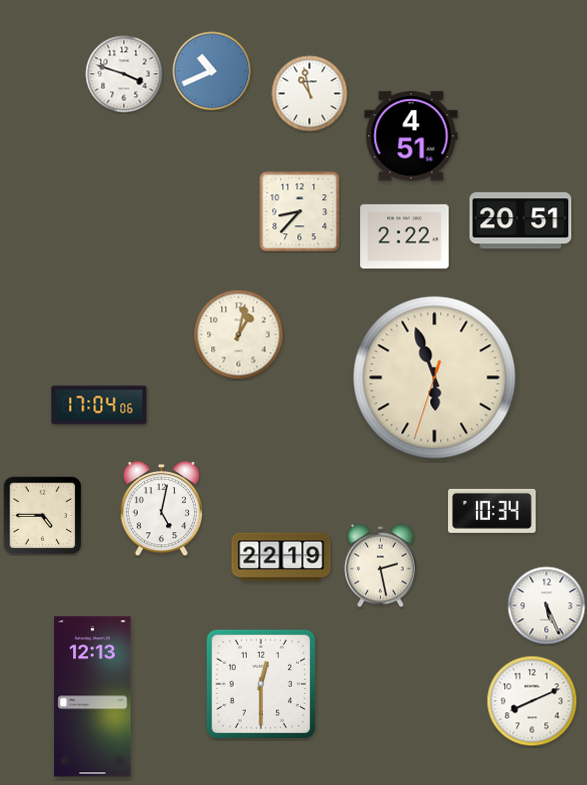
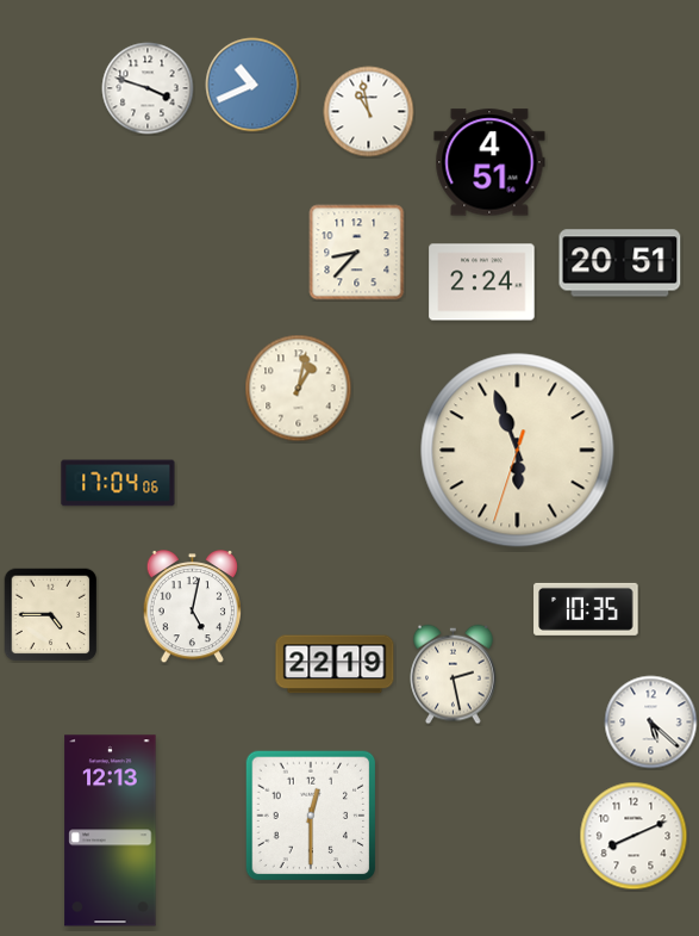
clock at (405, 237): 2:22 -> 2:24
clock at (239, 335) position: (239, 335) -> (299, 389)
clock at (492, 511): 10:34 -> 10:35
clock at (547, 606): 5:26 -> 5:22
